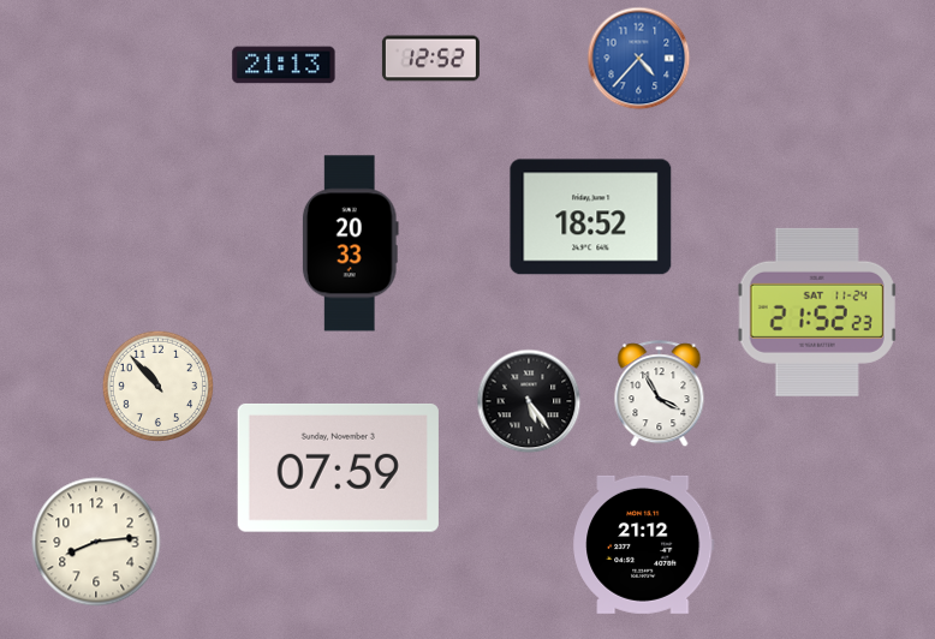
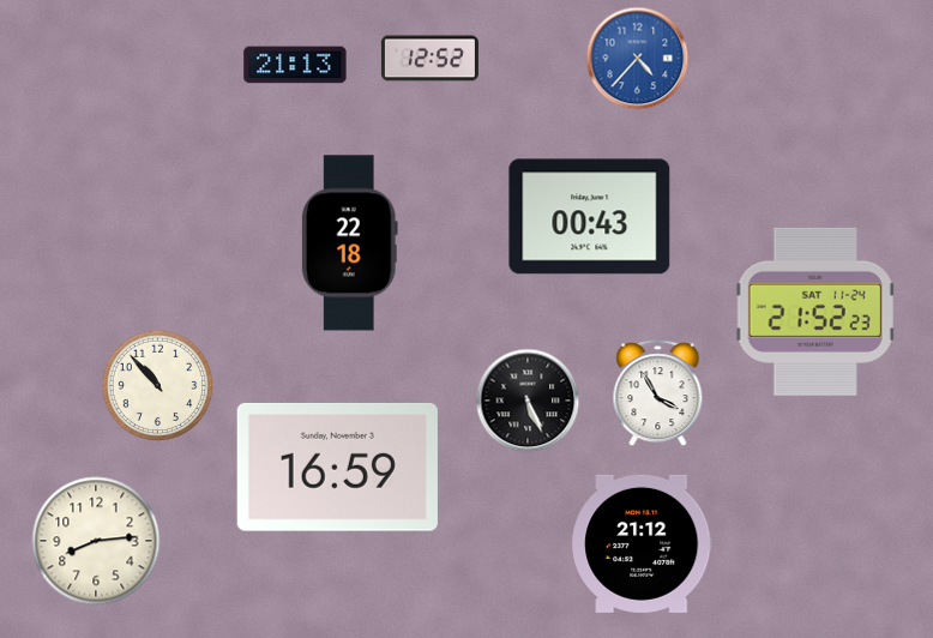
clock at (284, 65) position: (284, 65) -> (295, 65)
clock at (591, 217): 18:52 -> 00:43
clock at (350, 244): 20:33 -> 22:18
clock at (529, 401): 5:24 -> 5:26
clock at (338, 467): 07:59 -> 16:59
